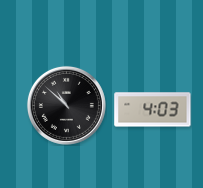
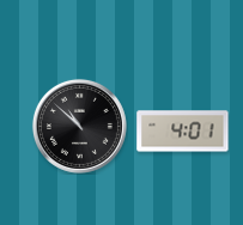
clock at (153, 110): 4:03 -> 4:01
